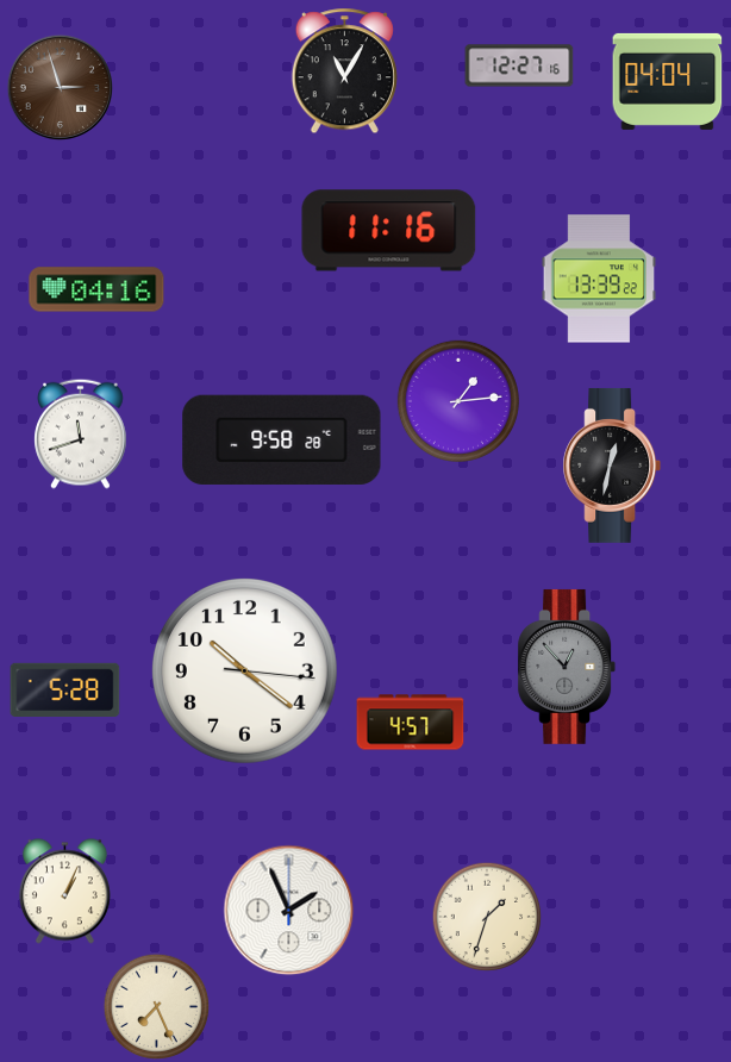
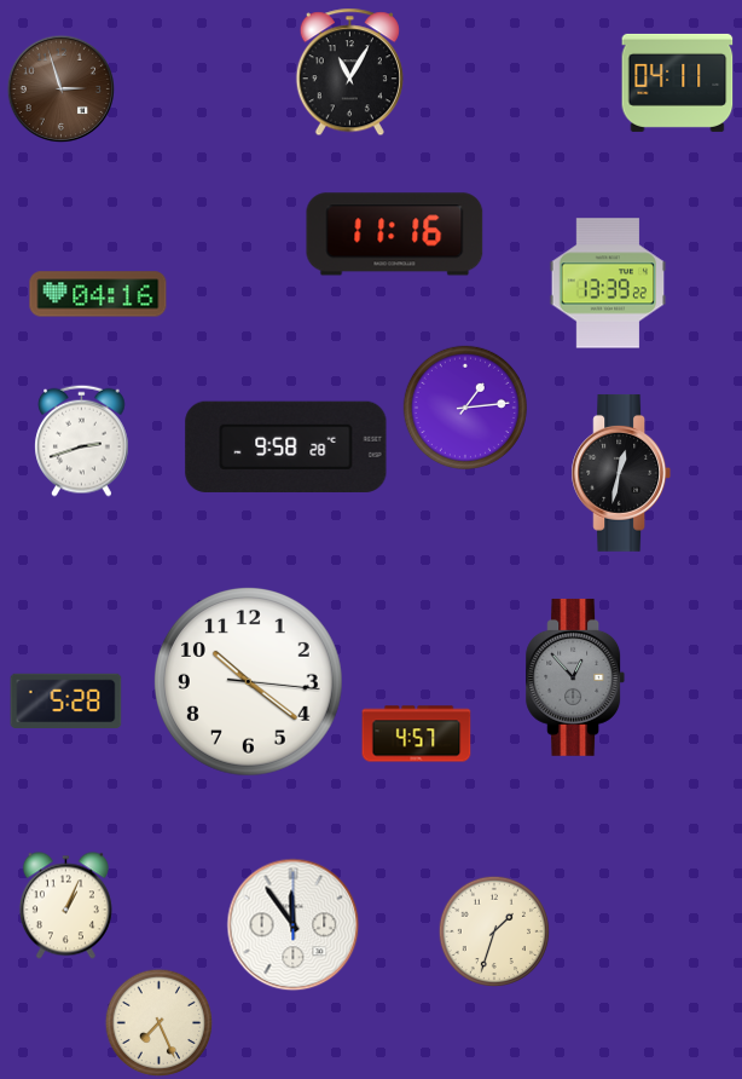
clock at (519, 65): 12:27 -> none
clock at (668, 81): 04:04 -> 04:11
clock at (81, 433): 11:42 -> 2:42
clock at (289, 911): 1:56 -> 11:54
